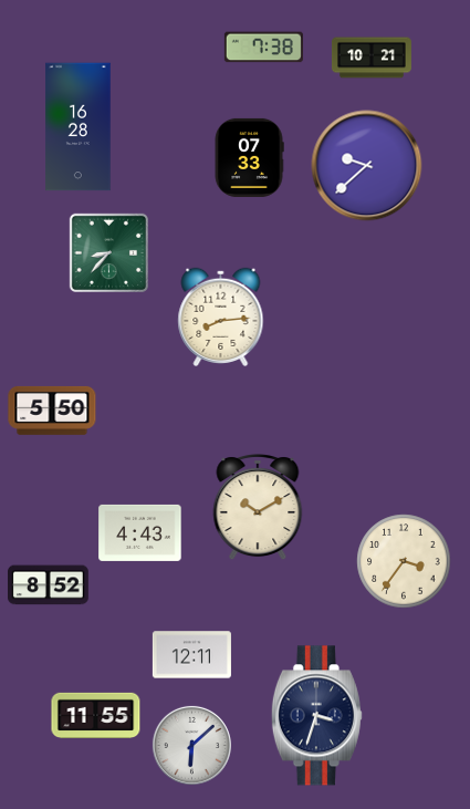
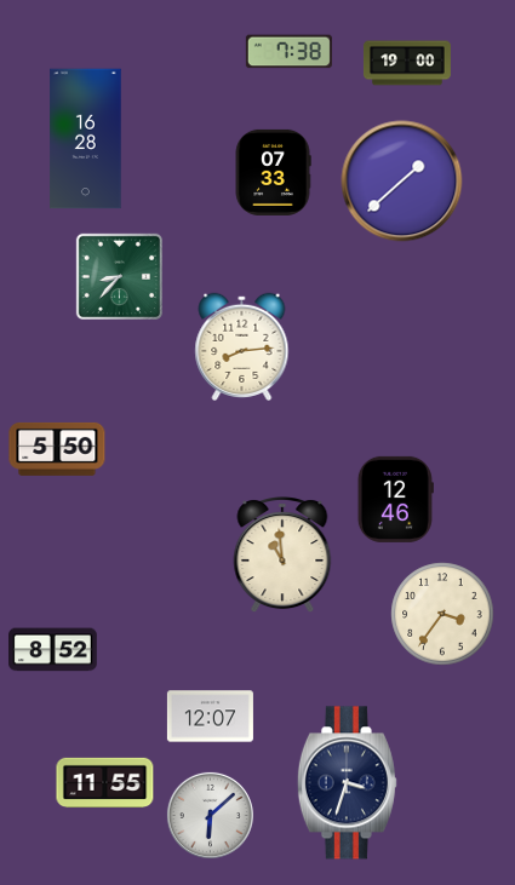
clock at (372, 58): 10:21 -> 19:00
clock at (367, 166): 9:38 -> 1:38
clock at (395, 499): none -> 12:46
clock at (258, 508): 10:10 -> 10:59
clock at (140, 532): 4:43 -> none
clock at (49, 585) position: (49, 585) -> (53, 650)
clock at (191, 655): 12:11 -> 12:07
